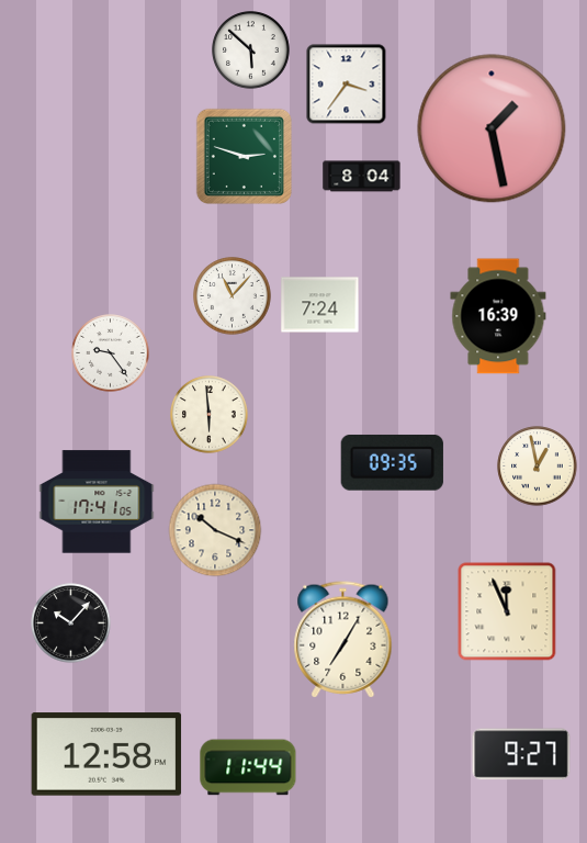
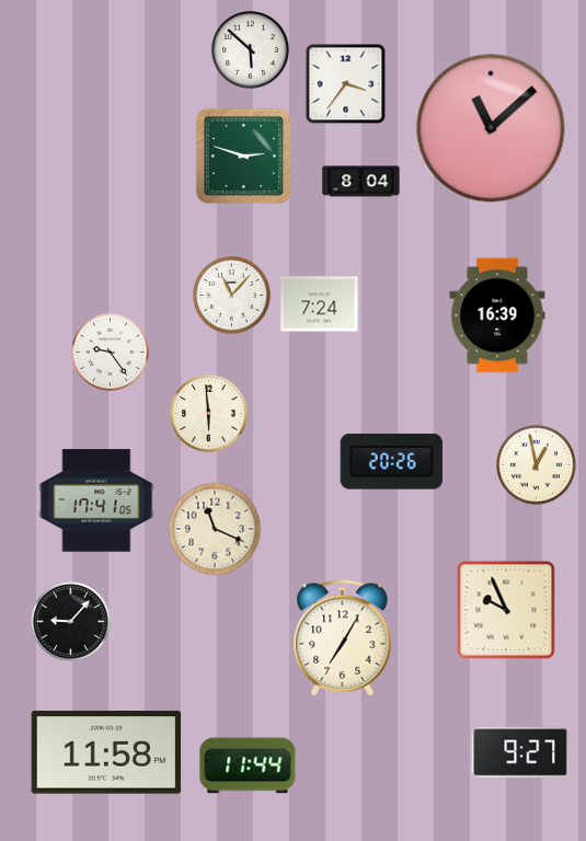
clock at (492, 128): 1:28 -> 11:08
clock at (362, 177) position: (362, 177) -> (361, 182)
clock at (392, 462): 09:35 -> 20:26
clock at (215, 530): 10:19 -> 11:19
clock at (507, 611): 11:56 -> 9:56
clock at (71, 623): 10:07 -> 9:07
clock at (106, 754): 12:58 -> 11:58
